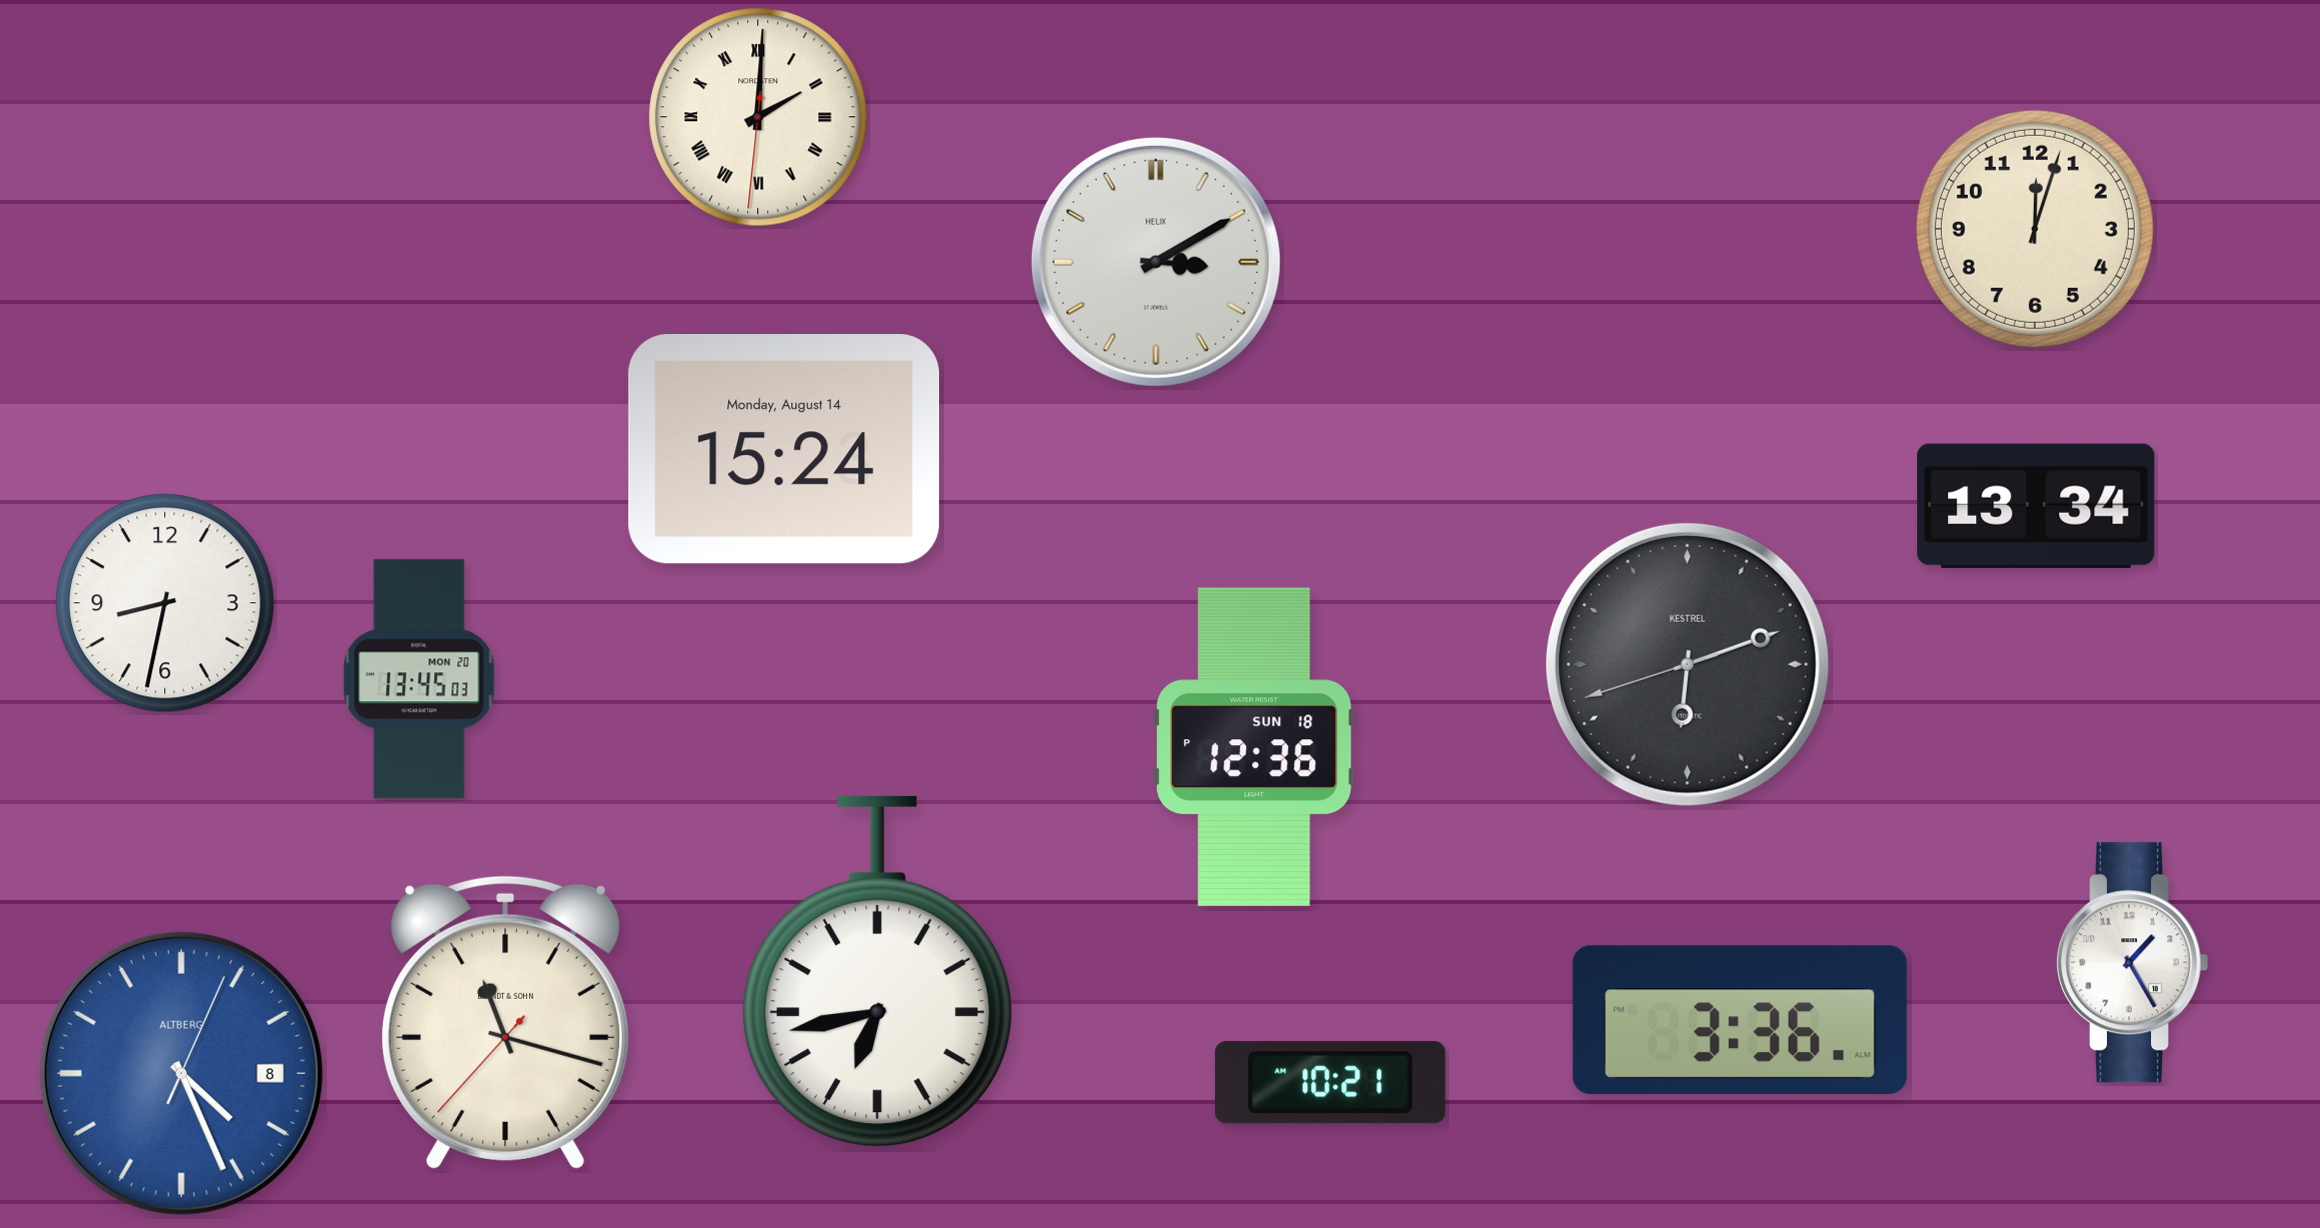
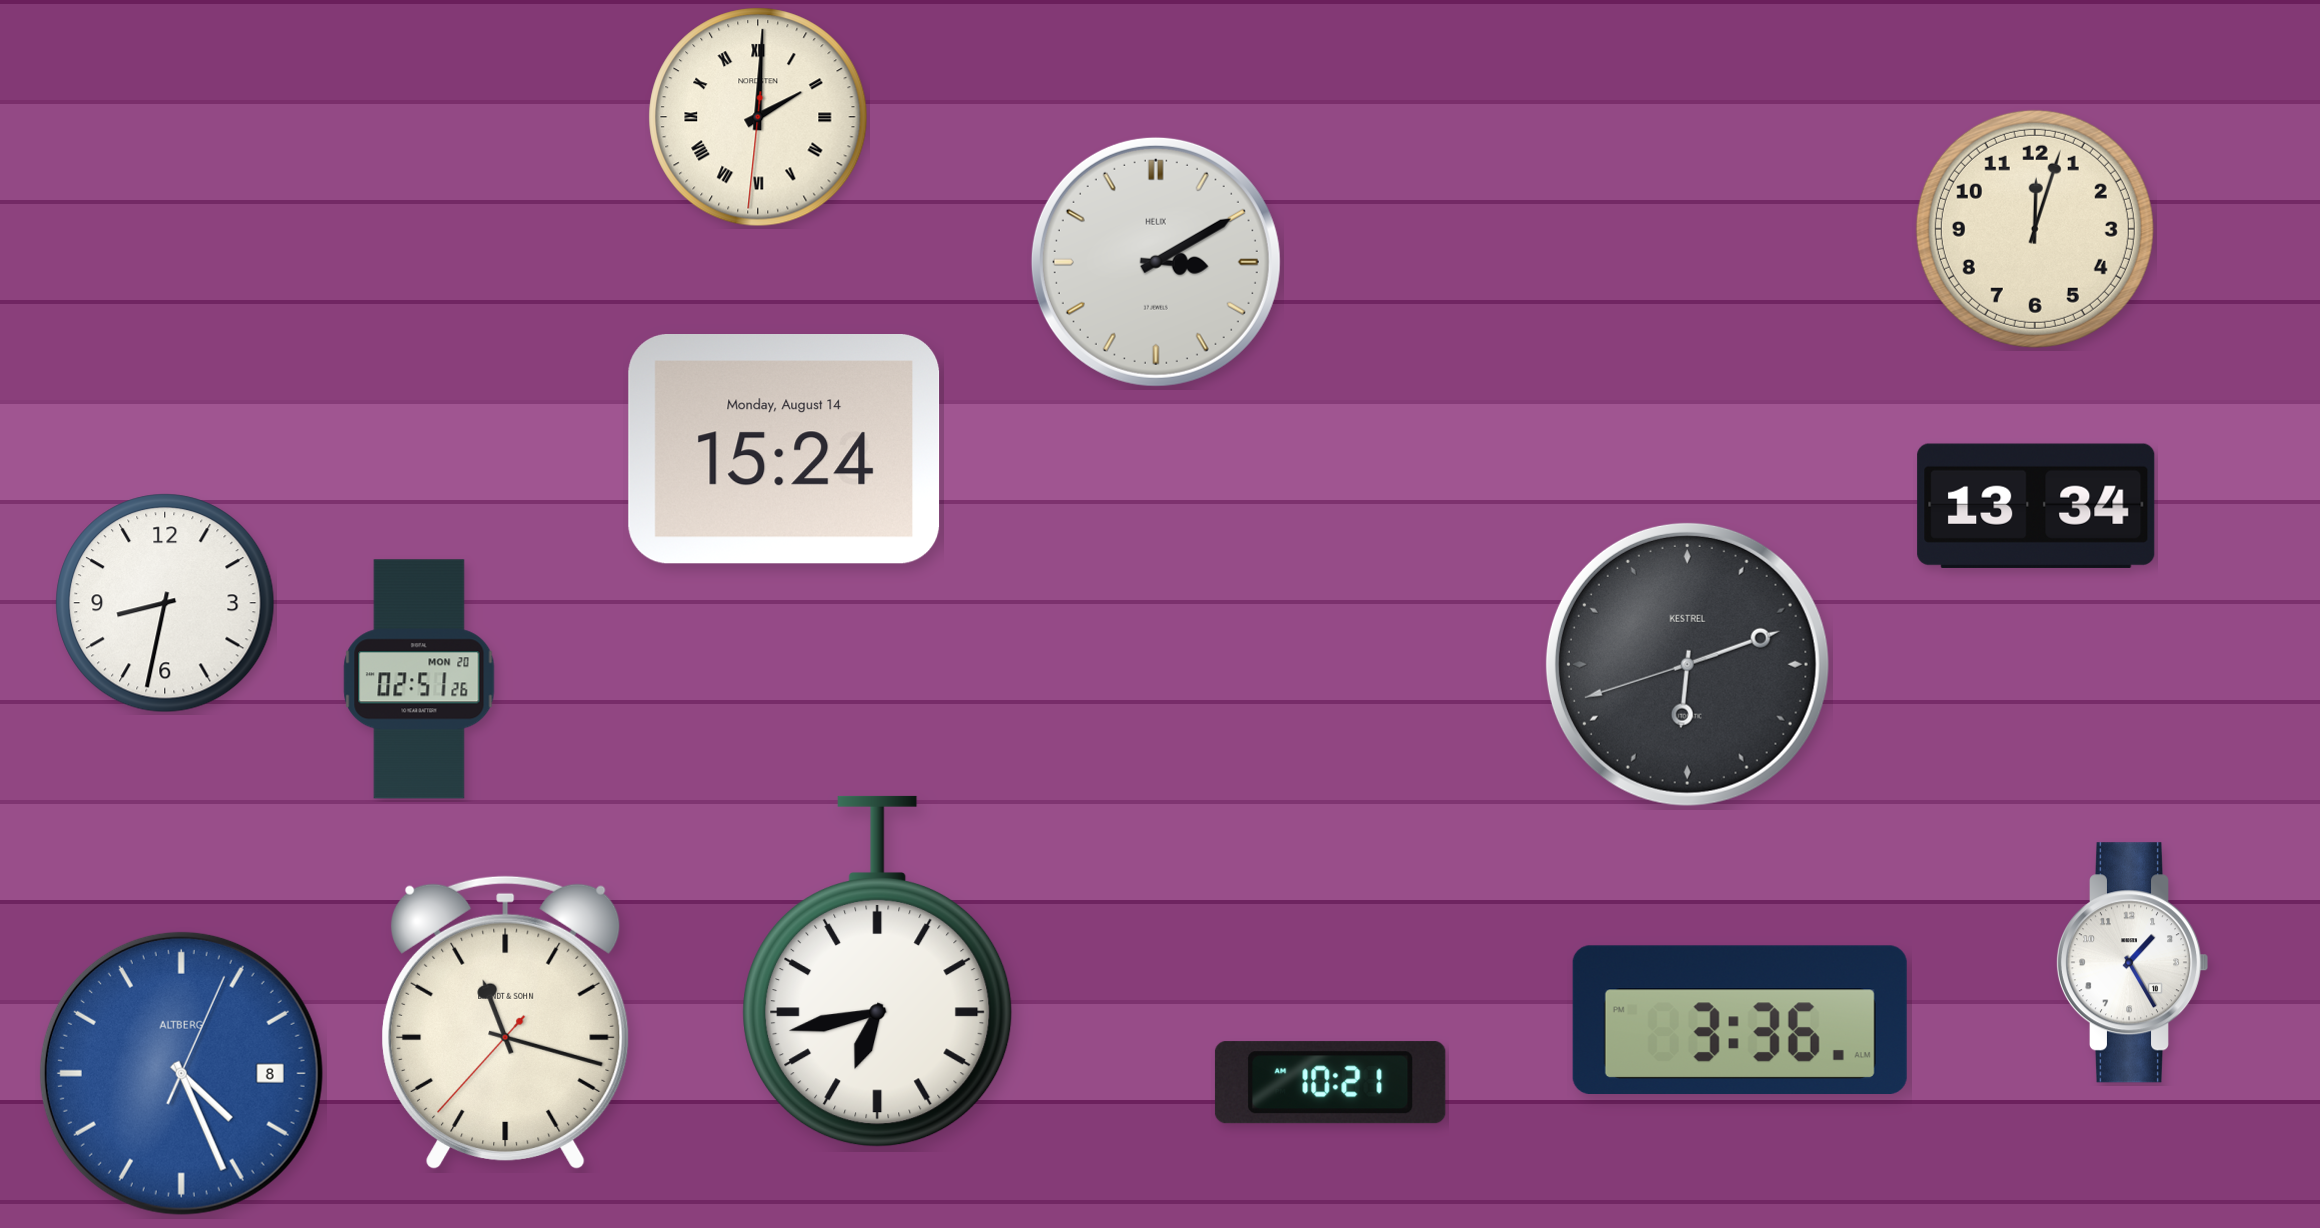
clock at (419, 679): 13:45 -> 02:51
clock at (1254, 747): 12:36 -> none
